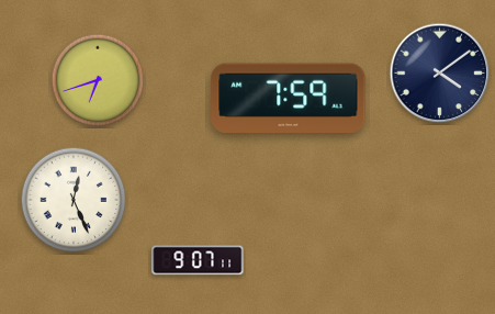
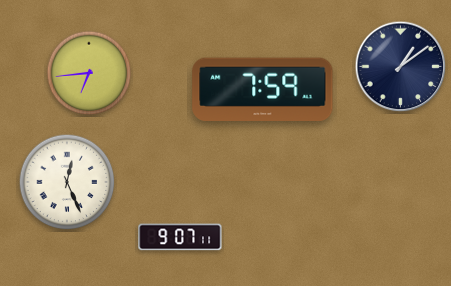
clock at (440, 74): 4:09 -> 1:09
clock at (98, 80): 6:42 -> 6:44
